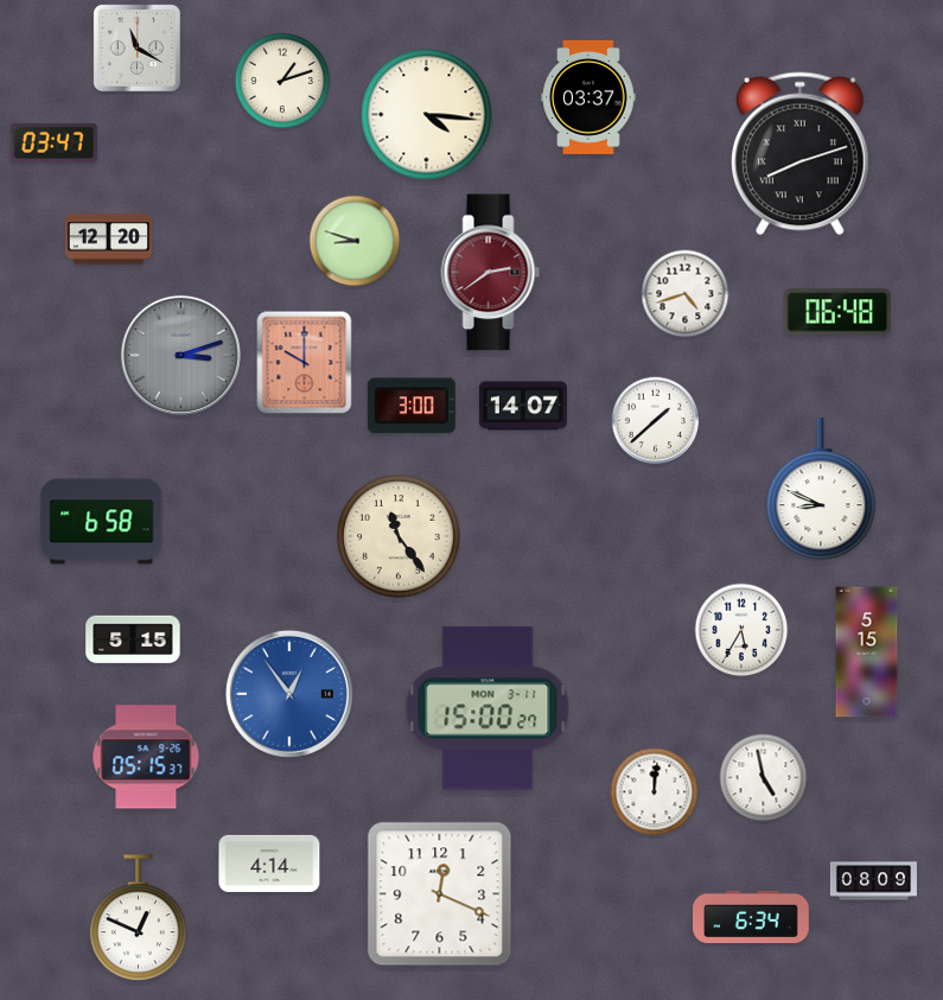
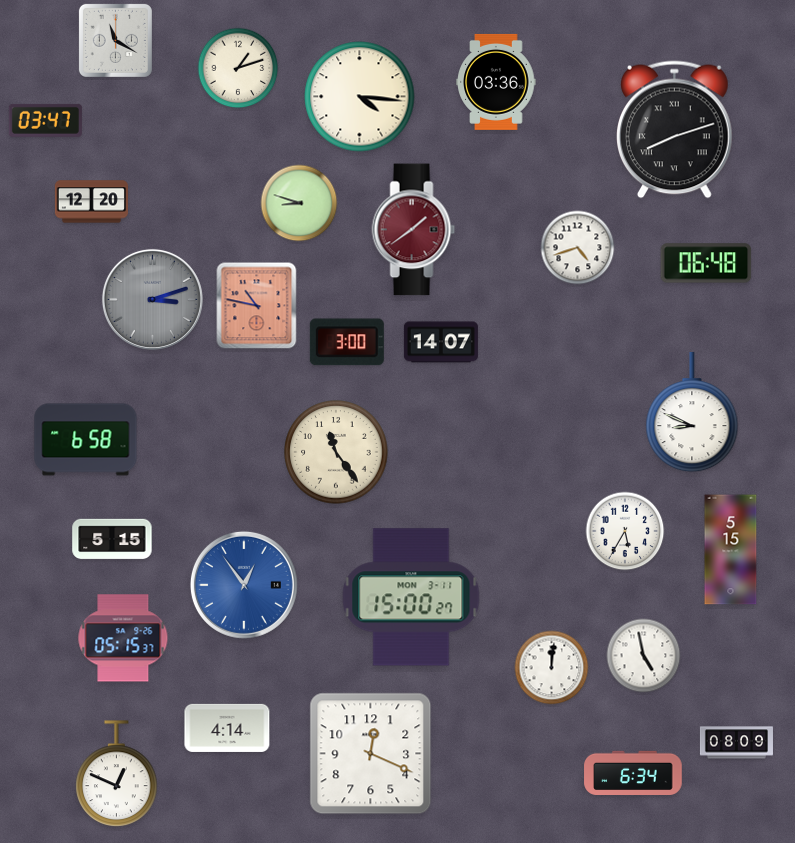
clock at (588, 97): 03:37 -> 03:36
clock at (491, 273): 2:39 -> 1:39
clock at (305, 363): 10:00 -> 10:47
clock at (656, 421): 1:38 -> none
